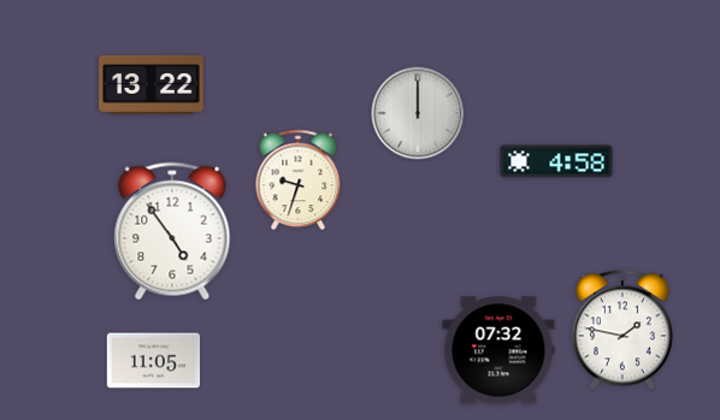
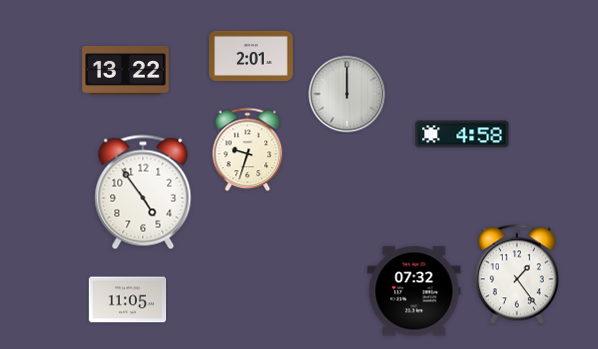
clock at (252, 56): none -> 2:01
clock at (622, 330): 1:47 -> 1:24
